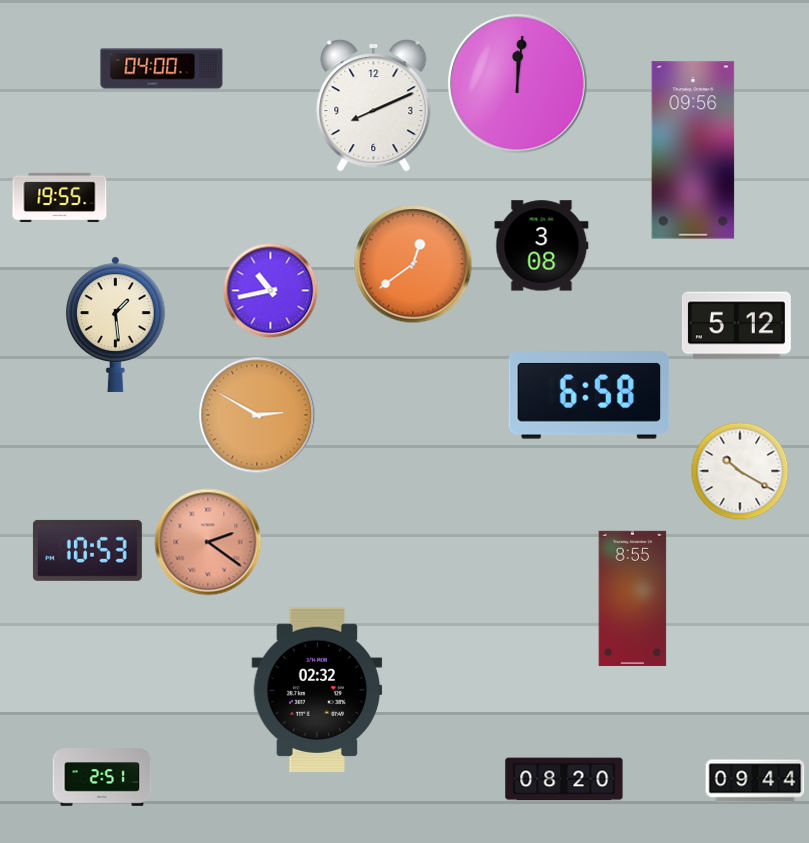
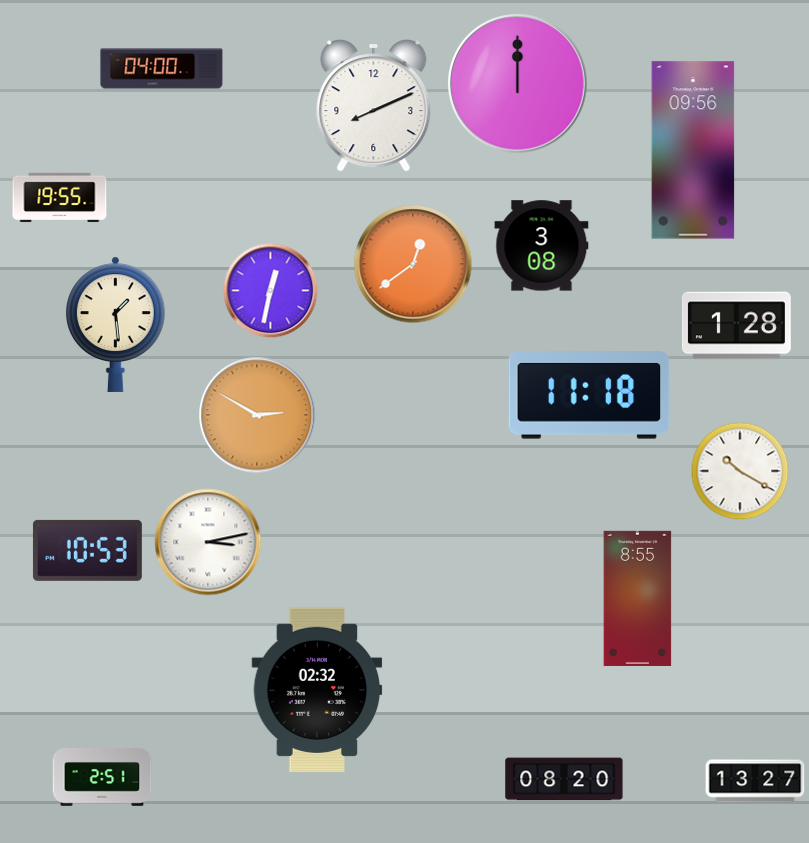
clock at (518, 84): 12:01 -> 12:00
clock at (271, 291): 10:43 -> 12:32
clock at (736, 326): 5:12 -> 1:28
clock at (589, 395): 6:58 -> 11:18
clock at (208, 542): 2:21 -> 3:13
clock at (208, 542) dial: salmon -> white
clock at (633, 598) position: (633, 598) -> (638, 598)
clock at (755, 781): 09:44 -> 13:27
